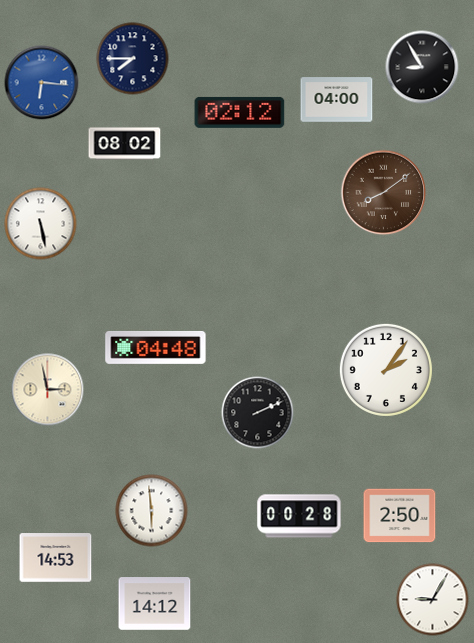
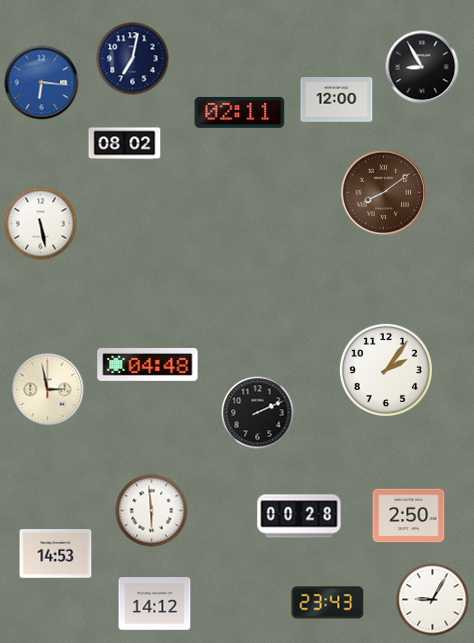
clock at (133, 59): 7:45 -> 7:02
clock at (337, 100): 04:00 -> 12:00
clock at (240, 112): 02:12 -> 02:11
clock at (156, 348) position: (156, 348) -> (148, 365)
clock at (400, 516) position: (400, 516) -> (409, 516)
clock at (56, 558) position: (56, 558) -> (56, 554)
clock at (328, 603): none -> 23:43
